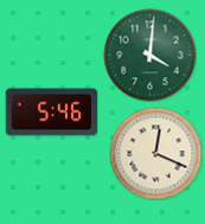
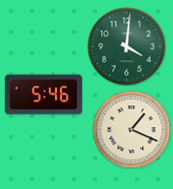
clock at (155, 153): 12:19 -> 1:19
